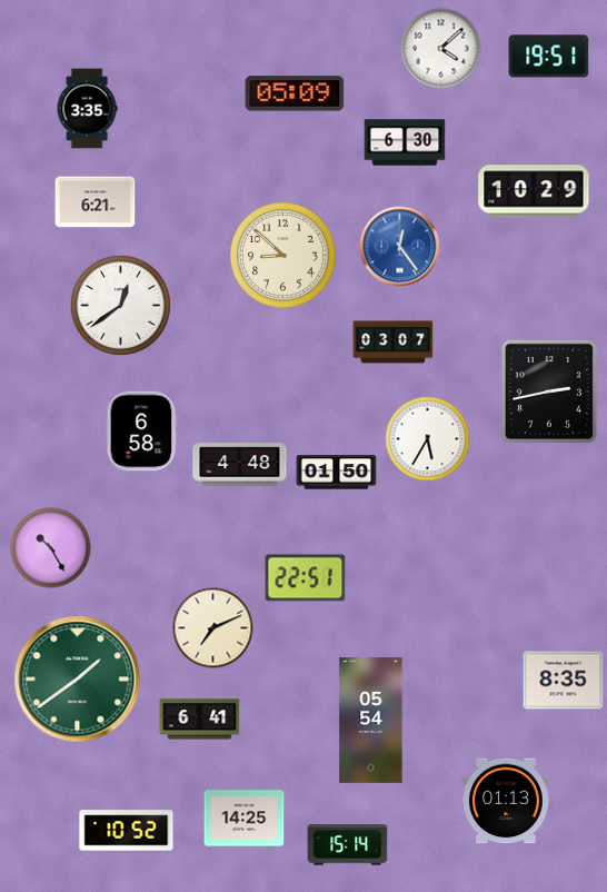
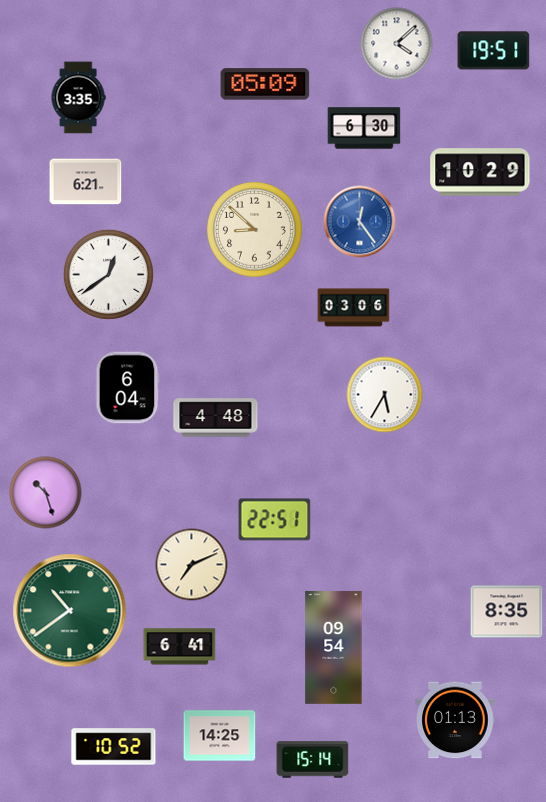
clock at (394, 343): 03:07 -> 03:06
clock at (549, 392): 2:43 -> none
clock at (141, 432): 6:58 -> 6:04
clock at (337, 473): 01:50 -> none
clock at (51, 548): 10:25 -> 10:27
clock at (78, 680): 1:39 -> 10:39
clock at (371, 721): 05:54 -> 09:54
